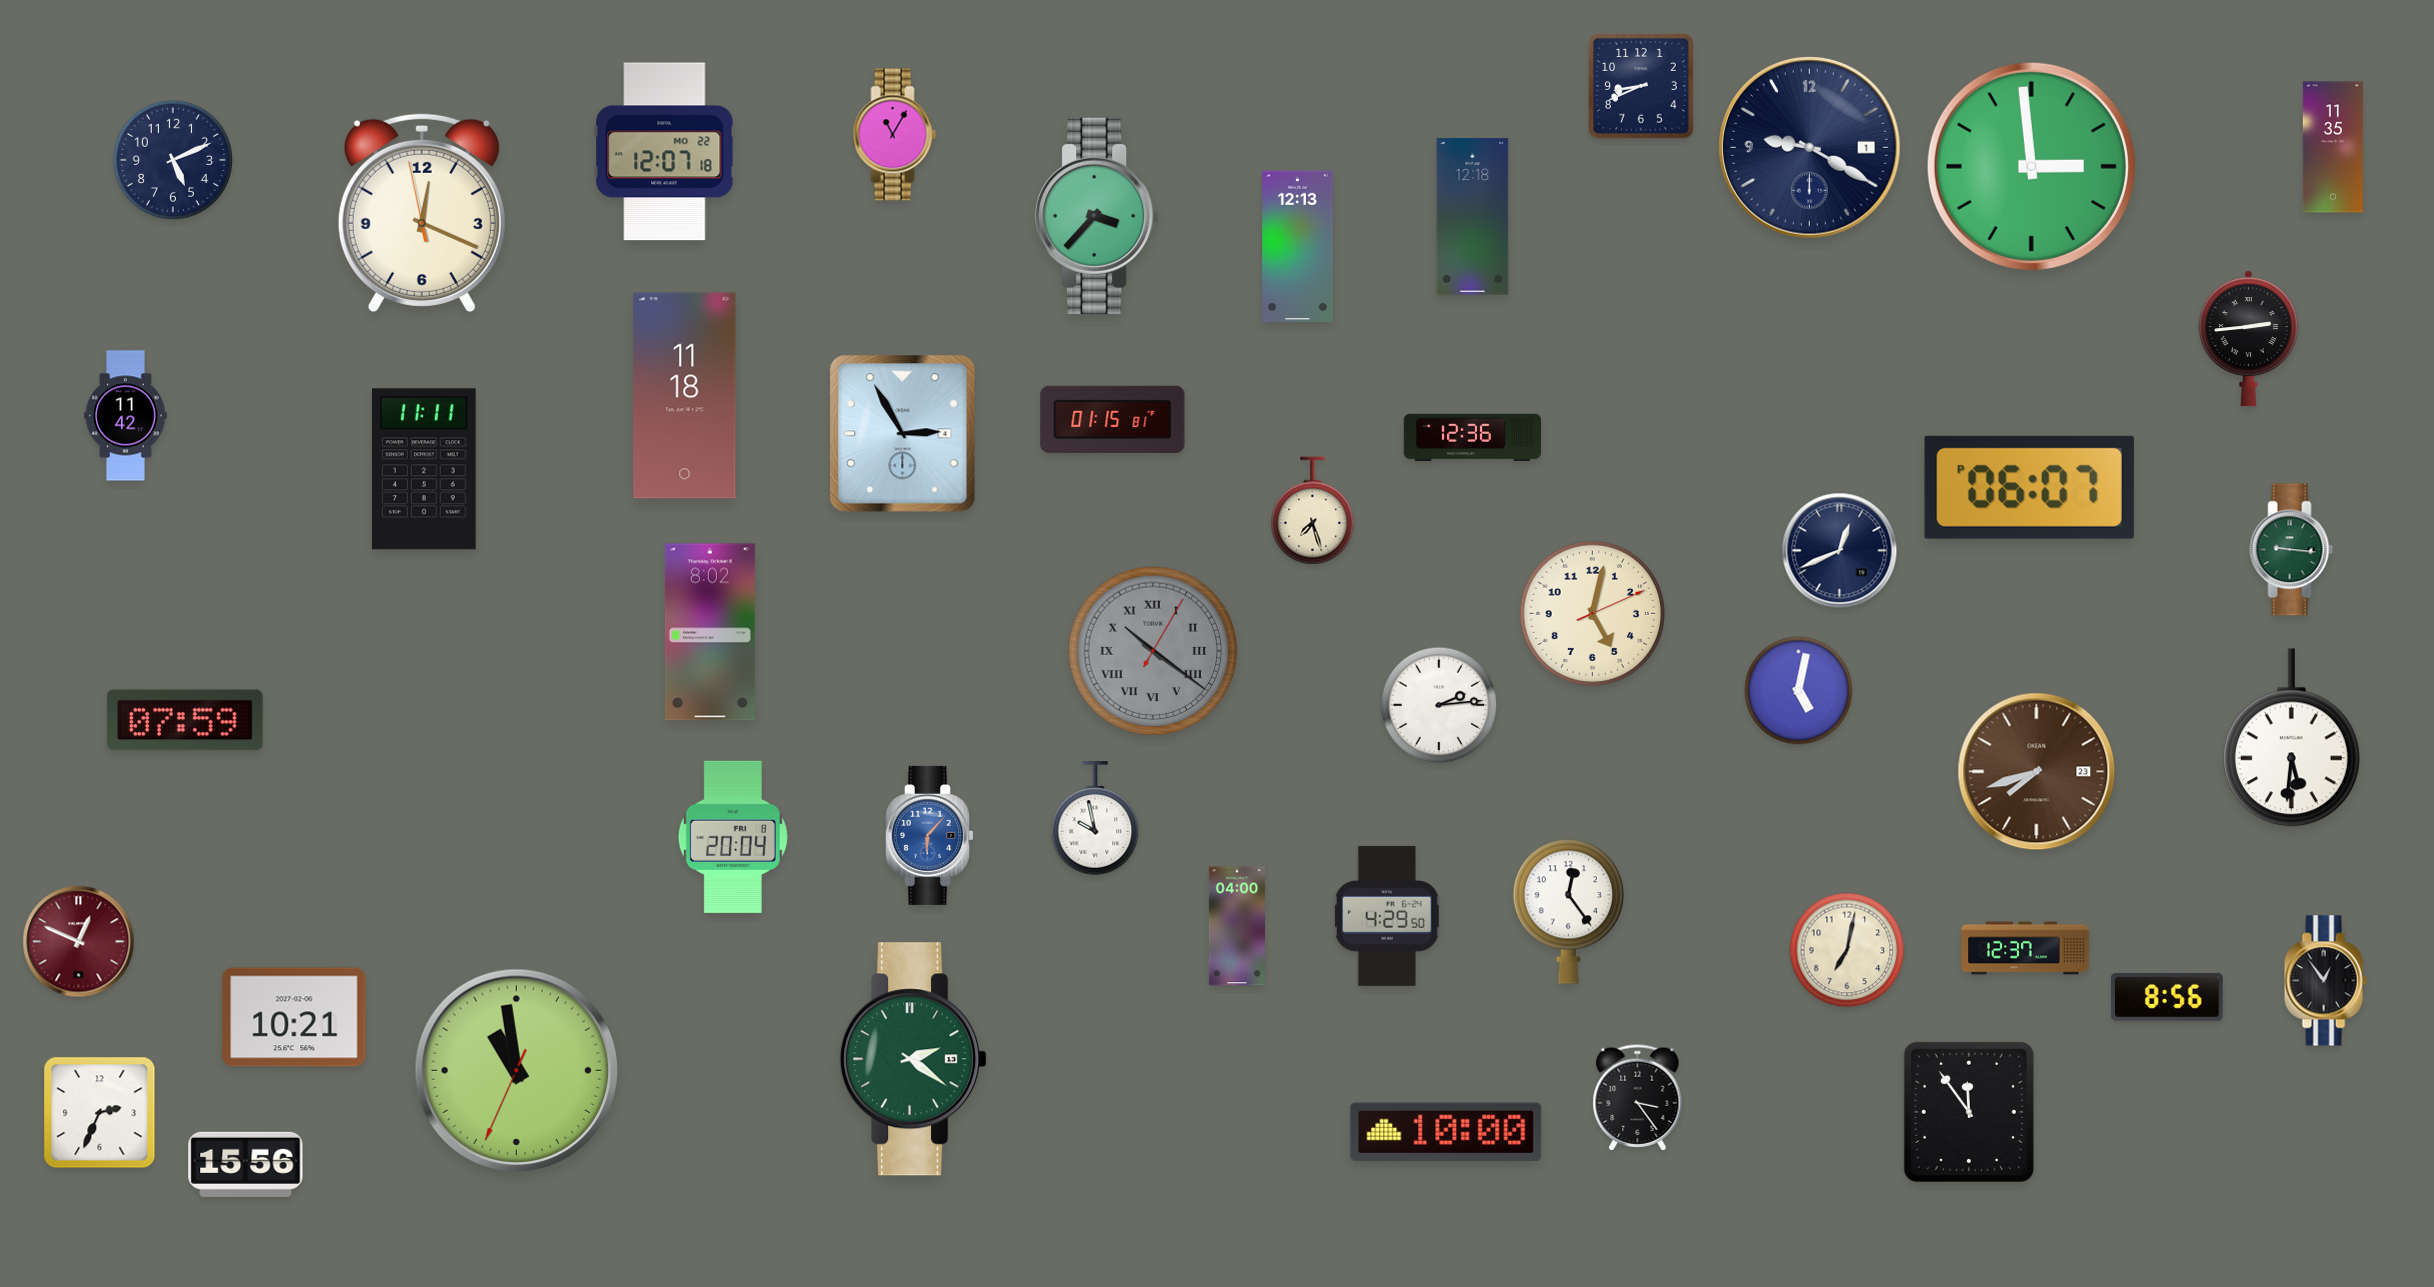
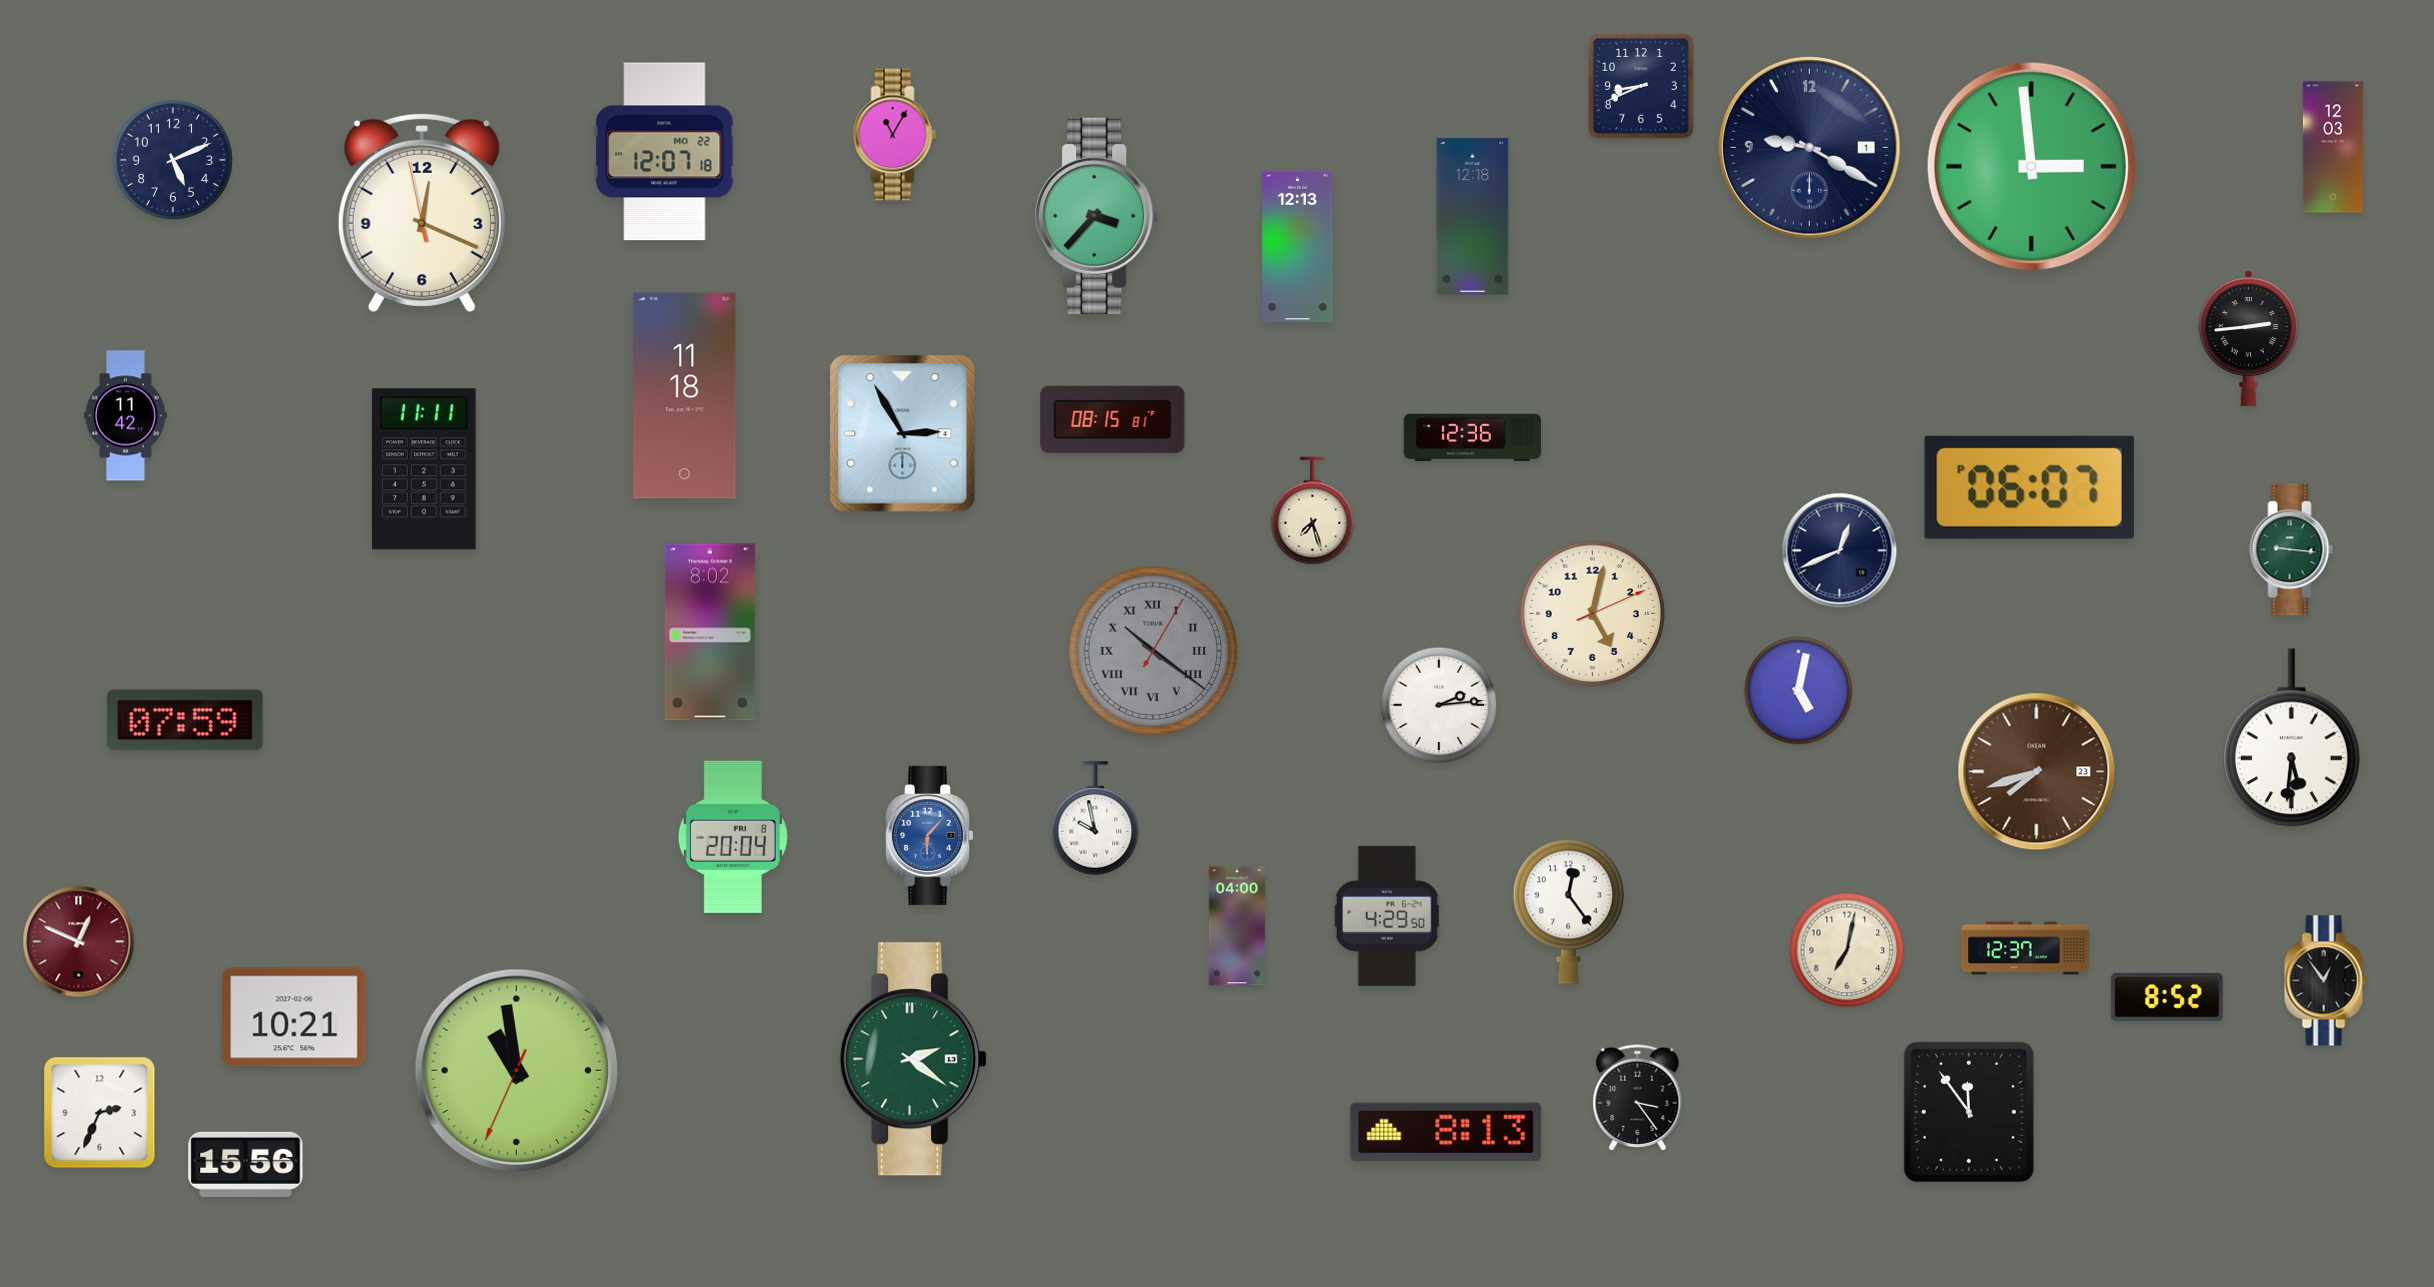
clock at (2333, 147): 11:35 -> 12:03
clock at (1113, 419): 01:15 -> 08:15
clock at (2168, 997): 8:56 -> 8:52
clock at (1446, 1132): 10:00 -> 8:13
